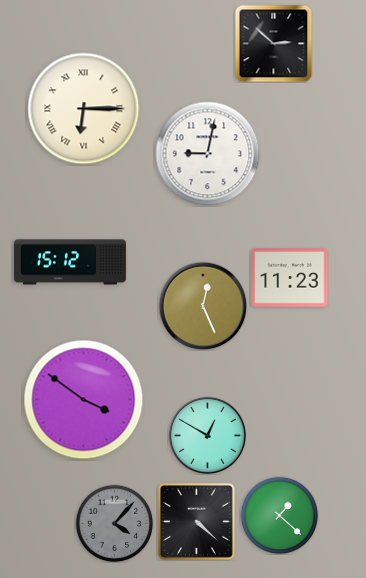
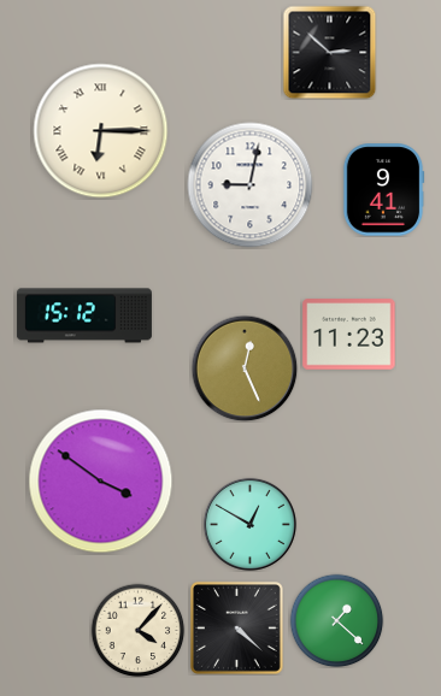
clock at (383, 190): none -> 9:41
clock at (114, 523) dial: grey -> cream
